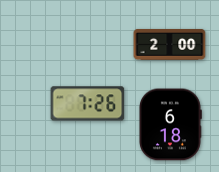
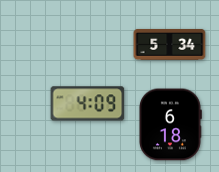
clock at (170, 44): 2:00 -> 5:34
clock at (88, 104): 7:26 -> 4:09
